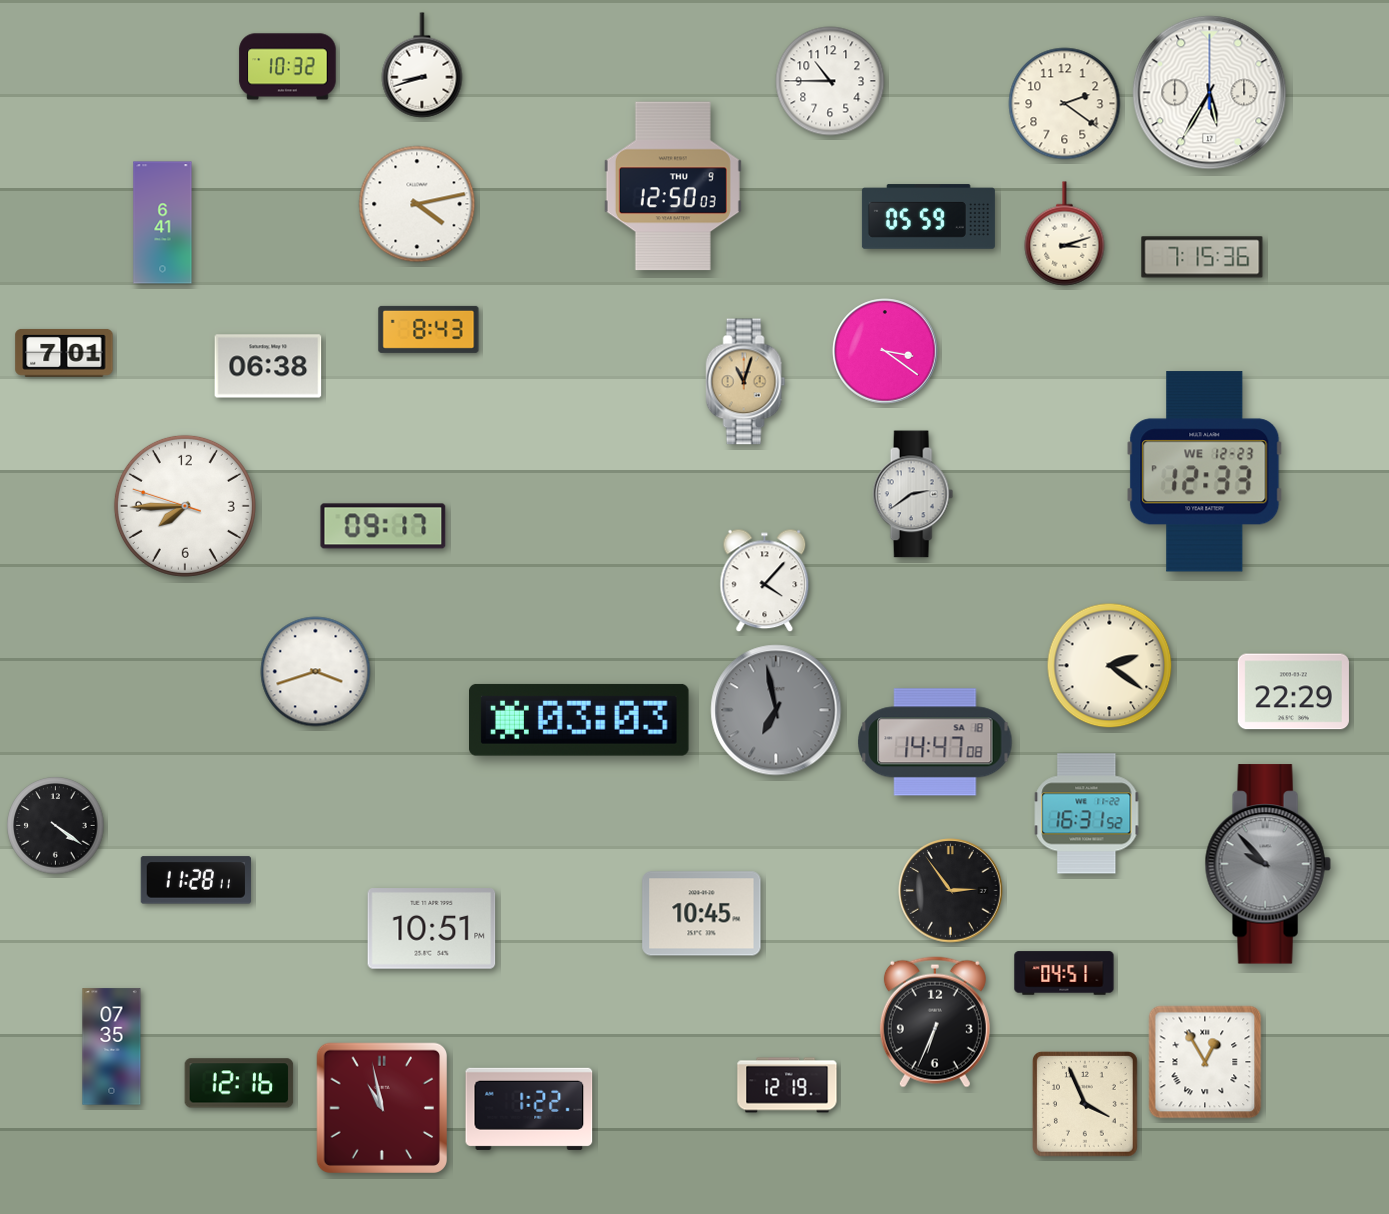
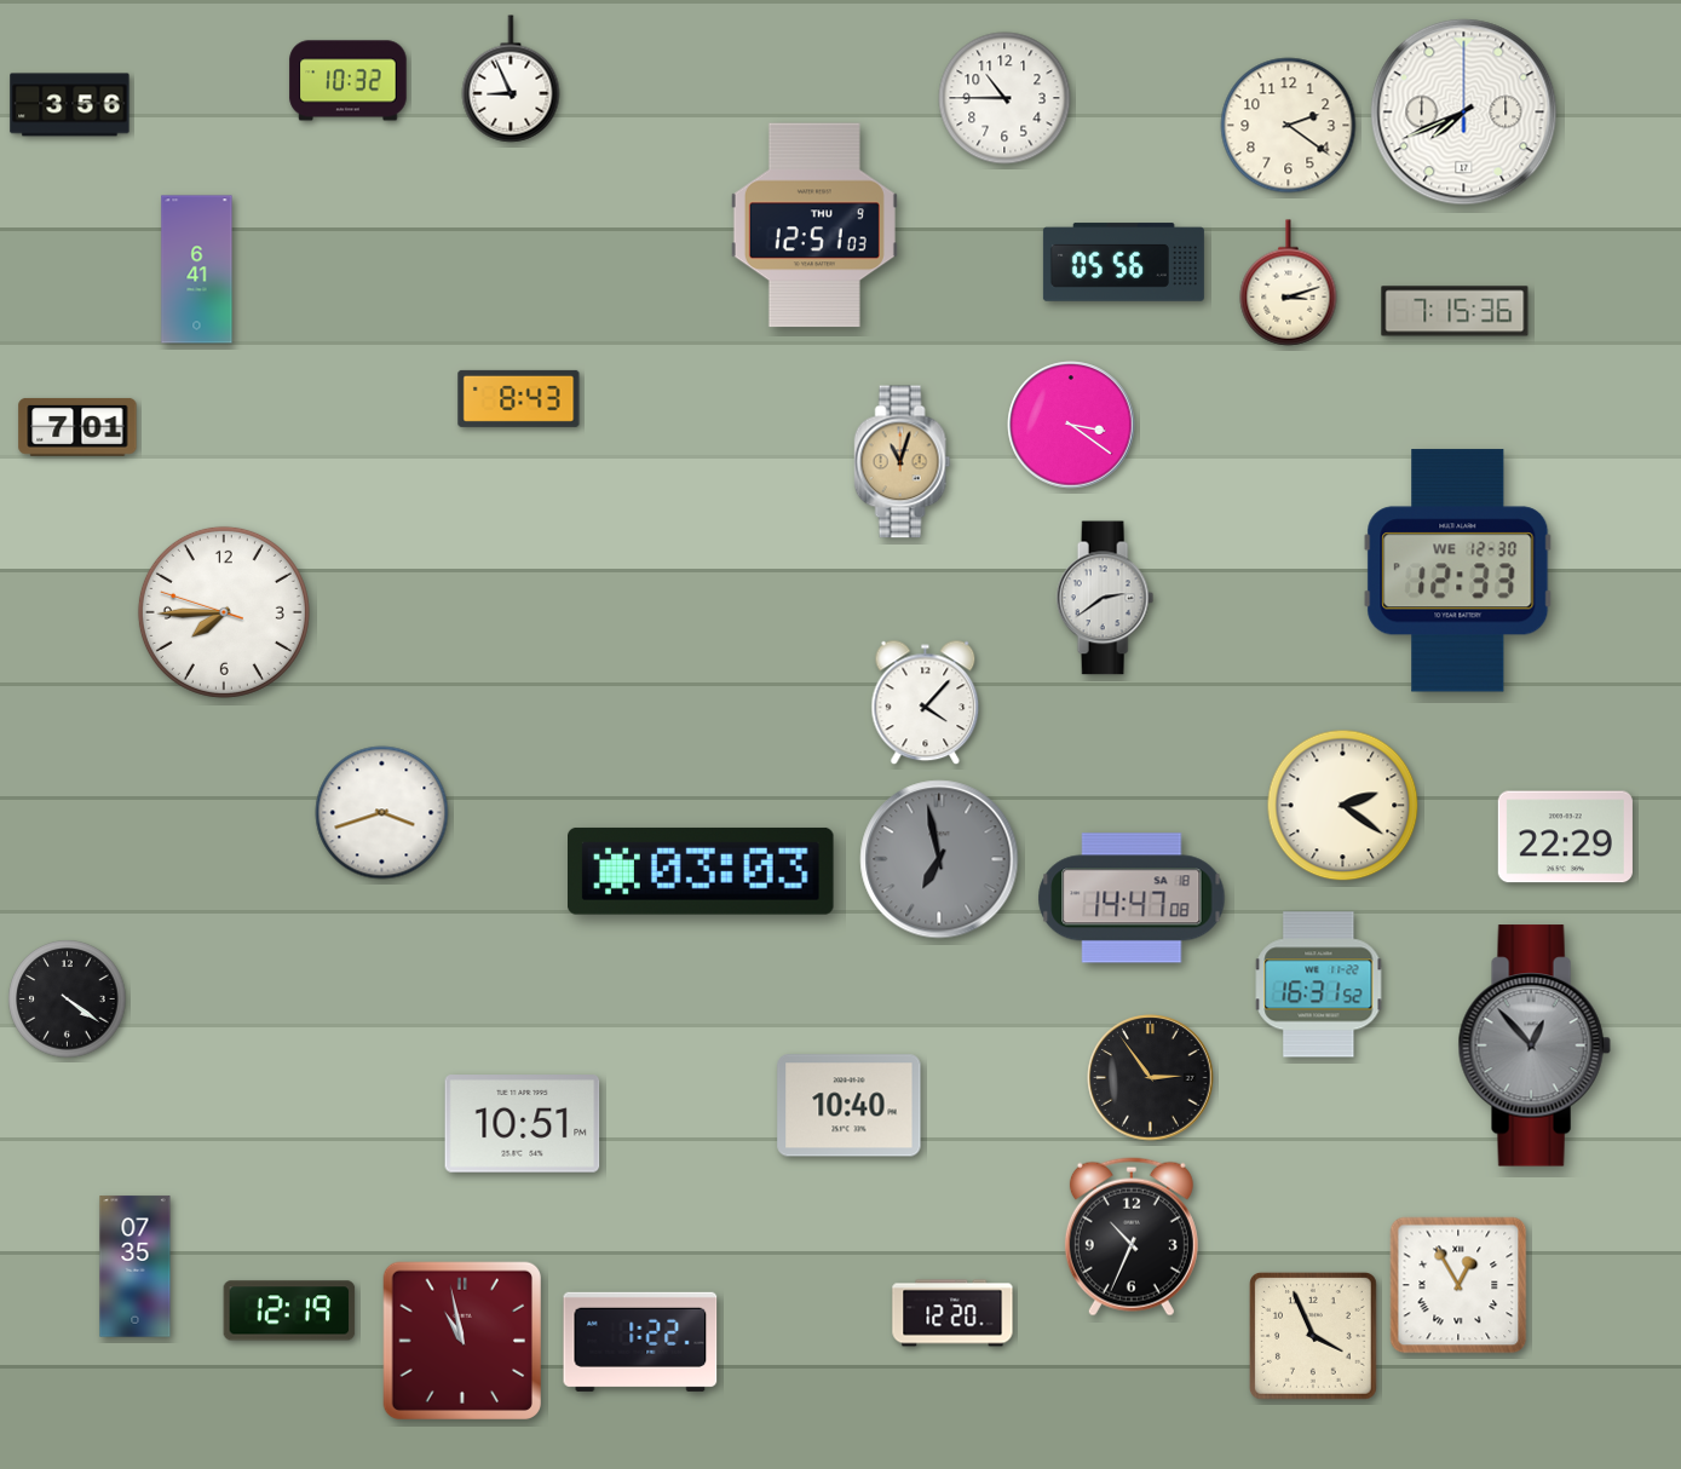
clock at (422, 65): 8:42 -> 8:56
clock at (70, 105): none -> 3:56
clock at (1210, 93): 5:35 -> 7:41
clock at (673, 186): 12:50 -> 12:51
clock at (417, 204): 4:13 -> none
clock at (928, 217): 05:59 -> 05:56
clock at (268, 366): 06:38 -> none
clock at (1205, 472) date: WE 12-23 -> WE 12-30
clock at (383, 526): 09:17 -> none
clock at (1087, 814) position: (1087, 814) -> (1319, 985)
clock at (1268, 864): 9:53 -> 12:53
clock at (196, 880): 11:28 -> none
clock at (702, 914): 10:45 -> 10:40
clock at (1064, 973): 04:51 -> none
clock at (935, 1022): 6:34 -> 10:34
clock at (239, 1083): 12:16 -> 12:19
clock at (787, 1085): 12:19 -> 12:20
